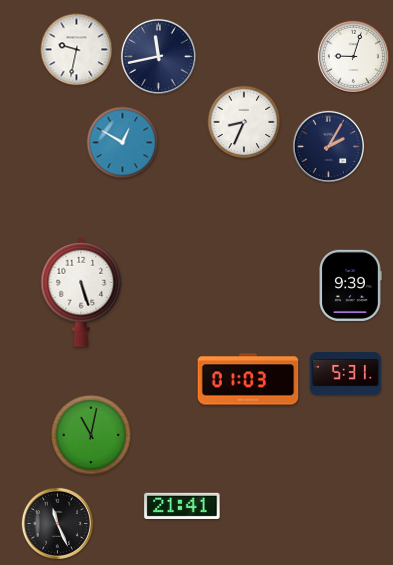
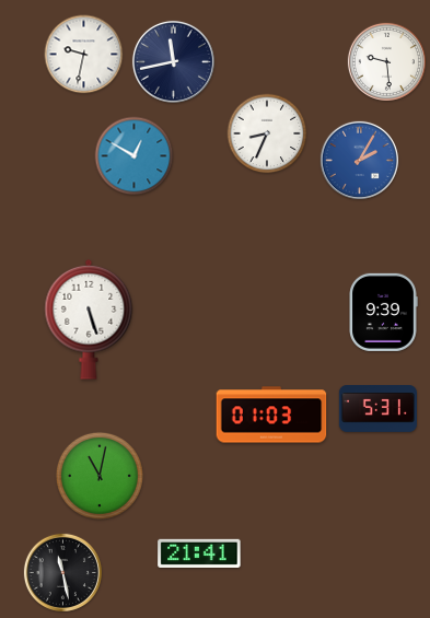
clock at (353, 56): 9:03 -> 9:29
clock at (328, 146) dial: navy -> blue
clock at (57, 523): 11:26 -> 11:28
